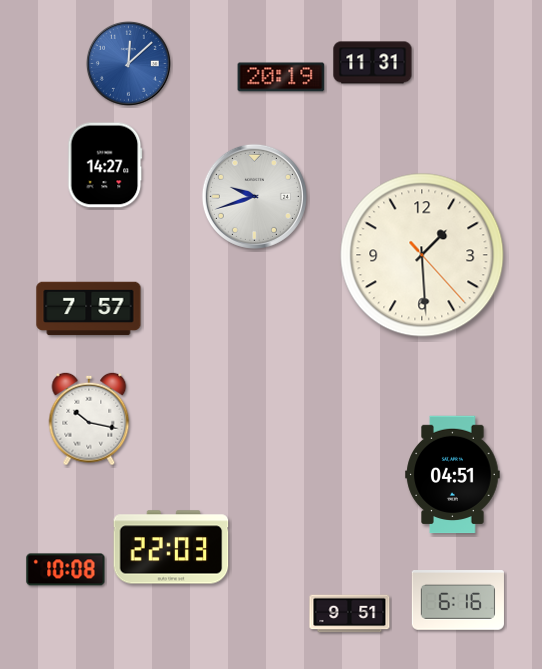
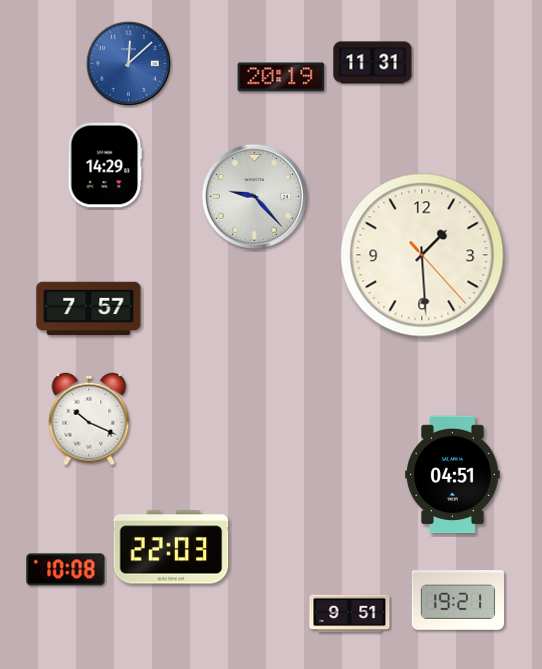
clock at (105, 165): 14:27 -> 14:29
clock at (254, 196): 9:42 -> 9:23
clock at (89, 419): 10:17 -> 10:19
clock at (458, 601): 6:16 -> 19:21
